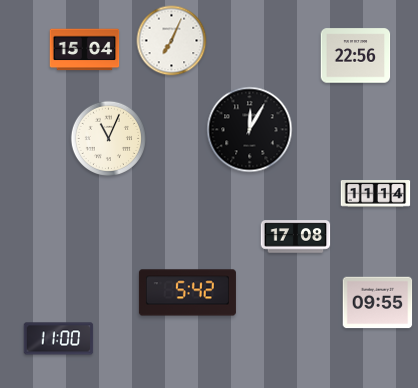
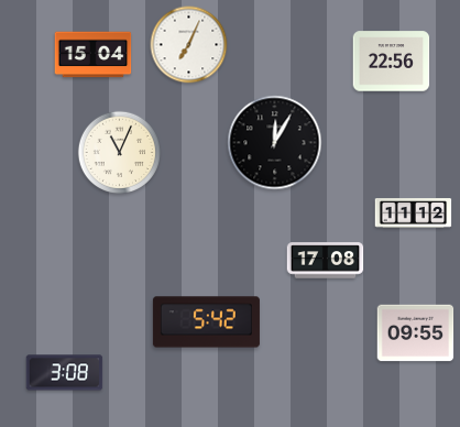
clock at (376, 194): 11:14 -> 11:12
clock at (59, 339): 11:00 -> 3:08
